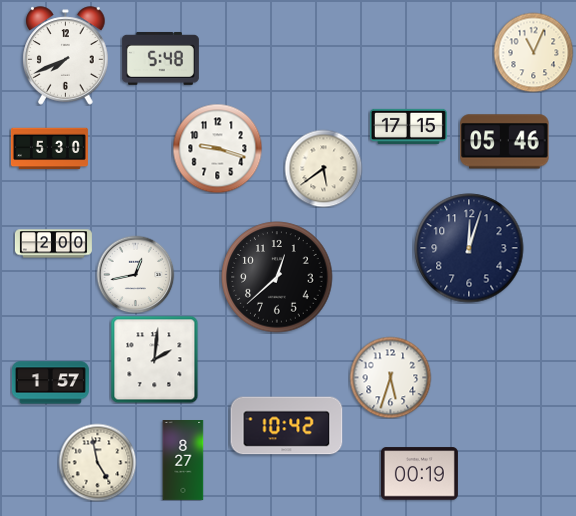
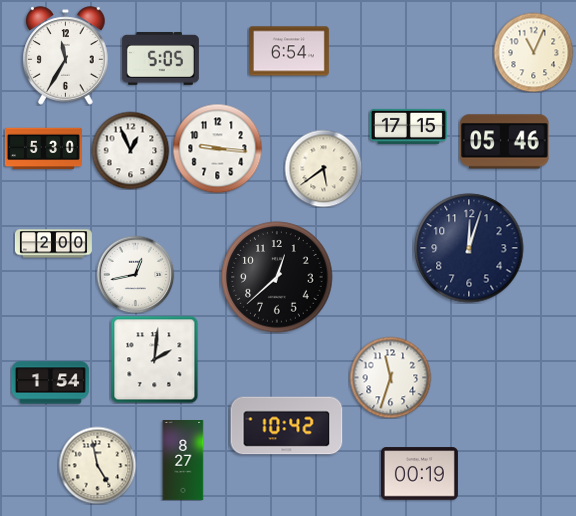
clock at (289, 51): none -> 6:54
clock at (66, 56): 7:41 -> 11:35
clock at (160, 58): 5:48 -> 5:05
clock at (217, 148): 9:18 -> 9:16
clock at (49, 149) position: (49, 149) -> (43, 149)
clock at (130, 150): none -> 12:56
clock at (390, 377): 5:33 -> 11:33
clock at (50, 383): 1:57 -> 1:54
clock at (97, 462) position: (97, 462) -> (97, 465)
